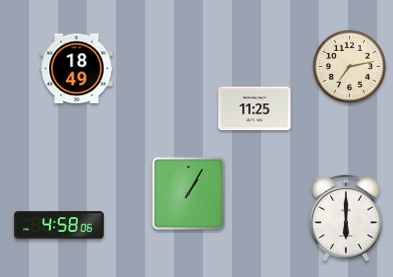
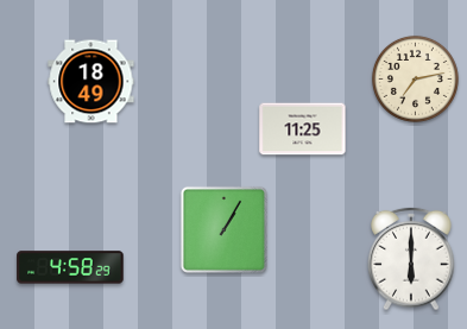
clock at (59, 225): 4:58:06 -> 4:58:29
